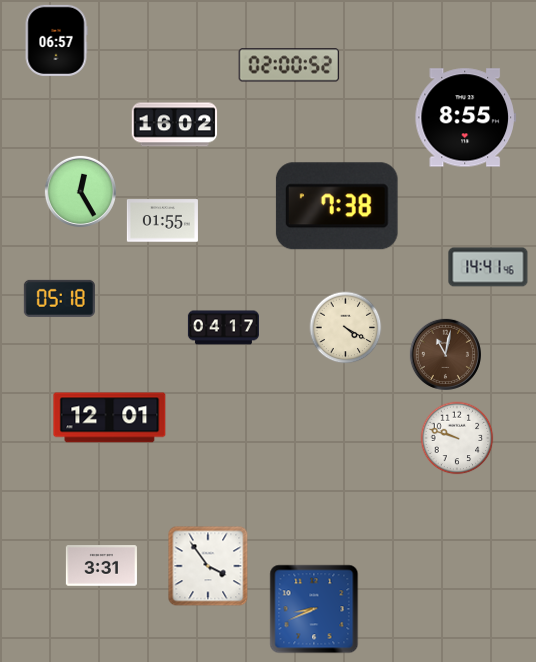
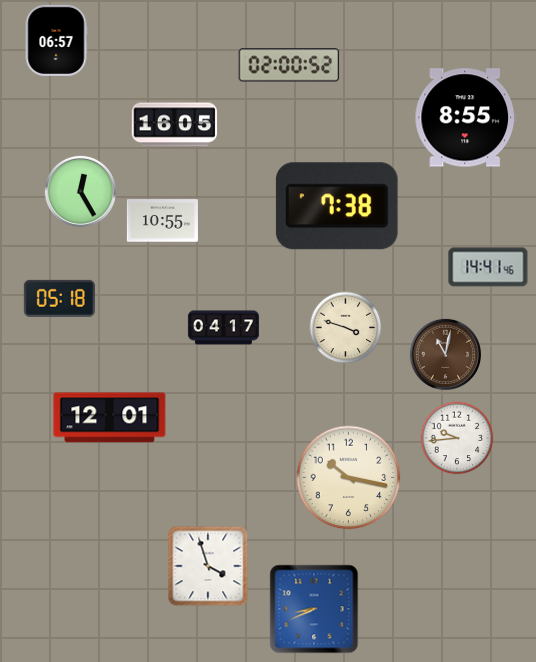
clock at (175, 125): 16:02 -> 16:05
clock at (162, 221): 01:55 -> 10:55
clock at (346, 328): 4:20 -> 3:48
clock at (457, 438): 9:48 -> 9:44
clock at (349, 478): none -> 10:17
clock at (101, 566): 3:31 -> none
clock at (208, 566): 3:54 -> 3:57
